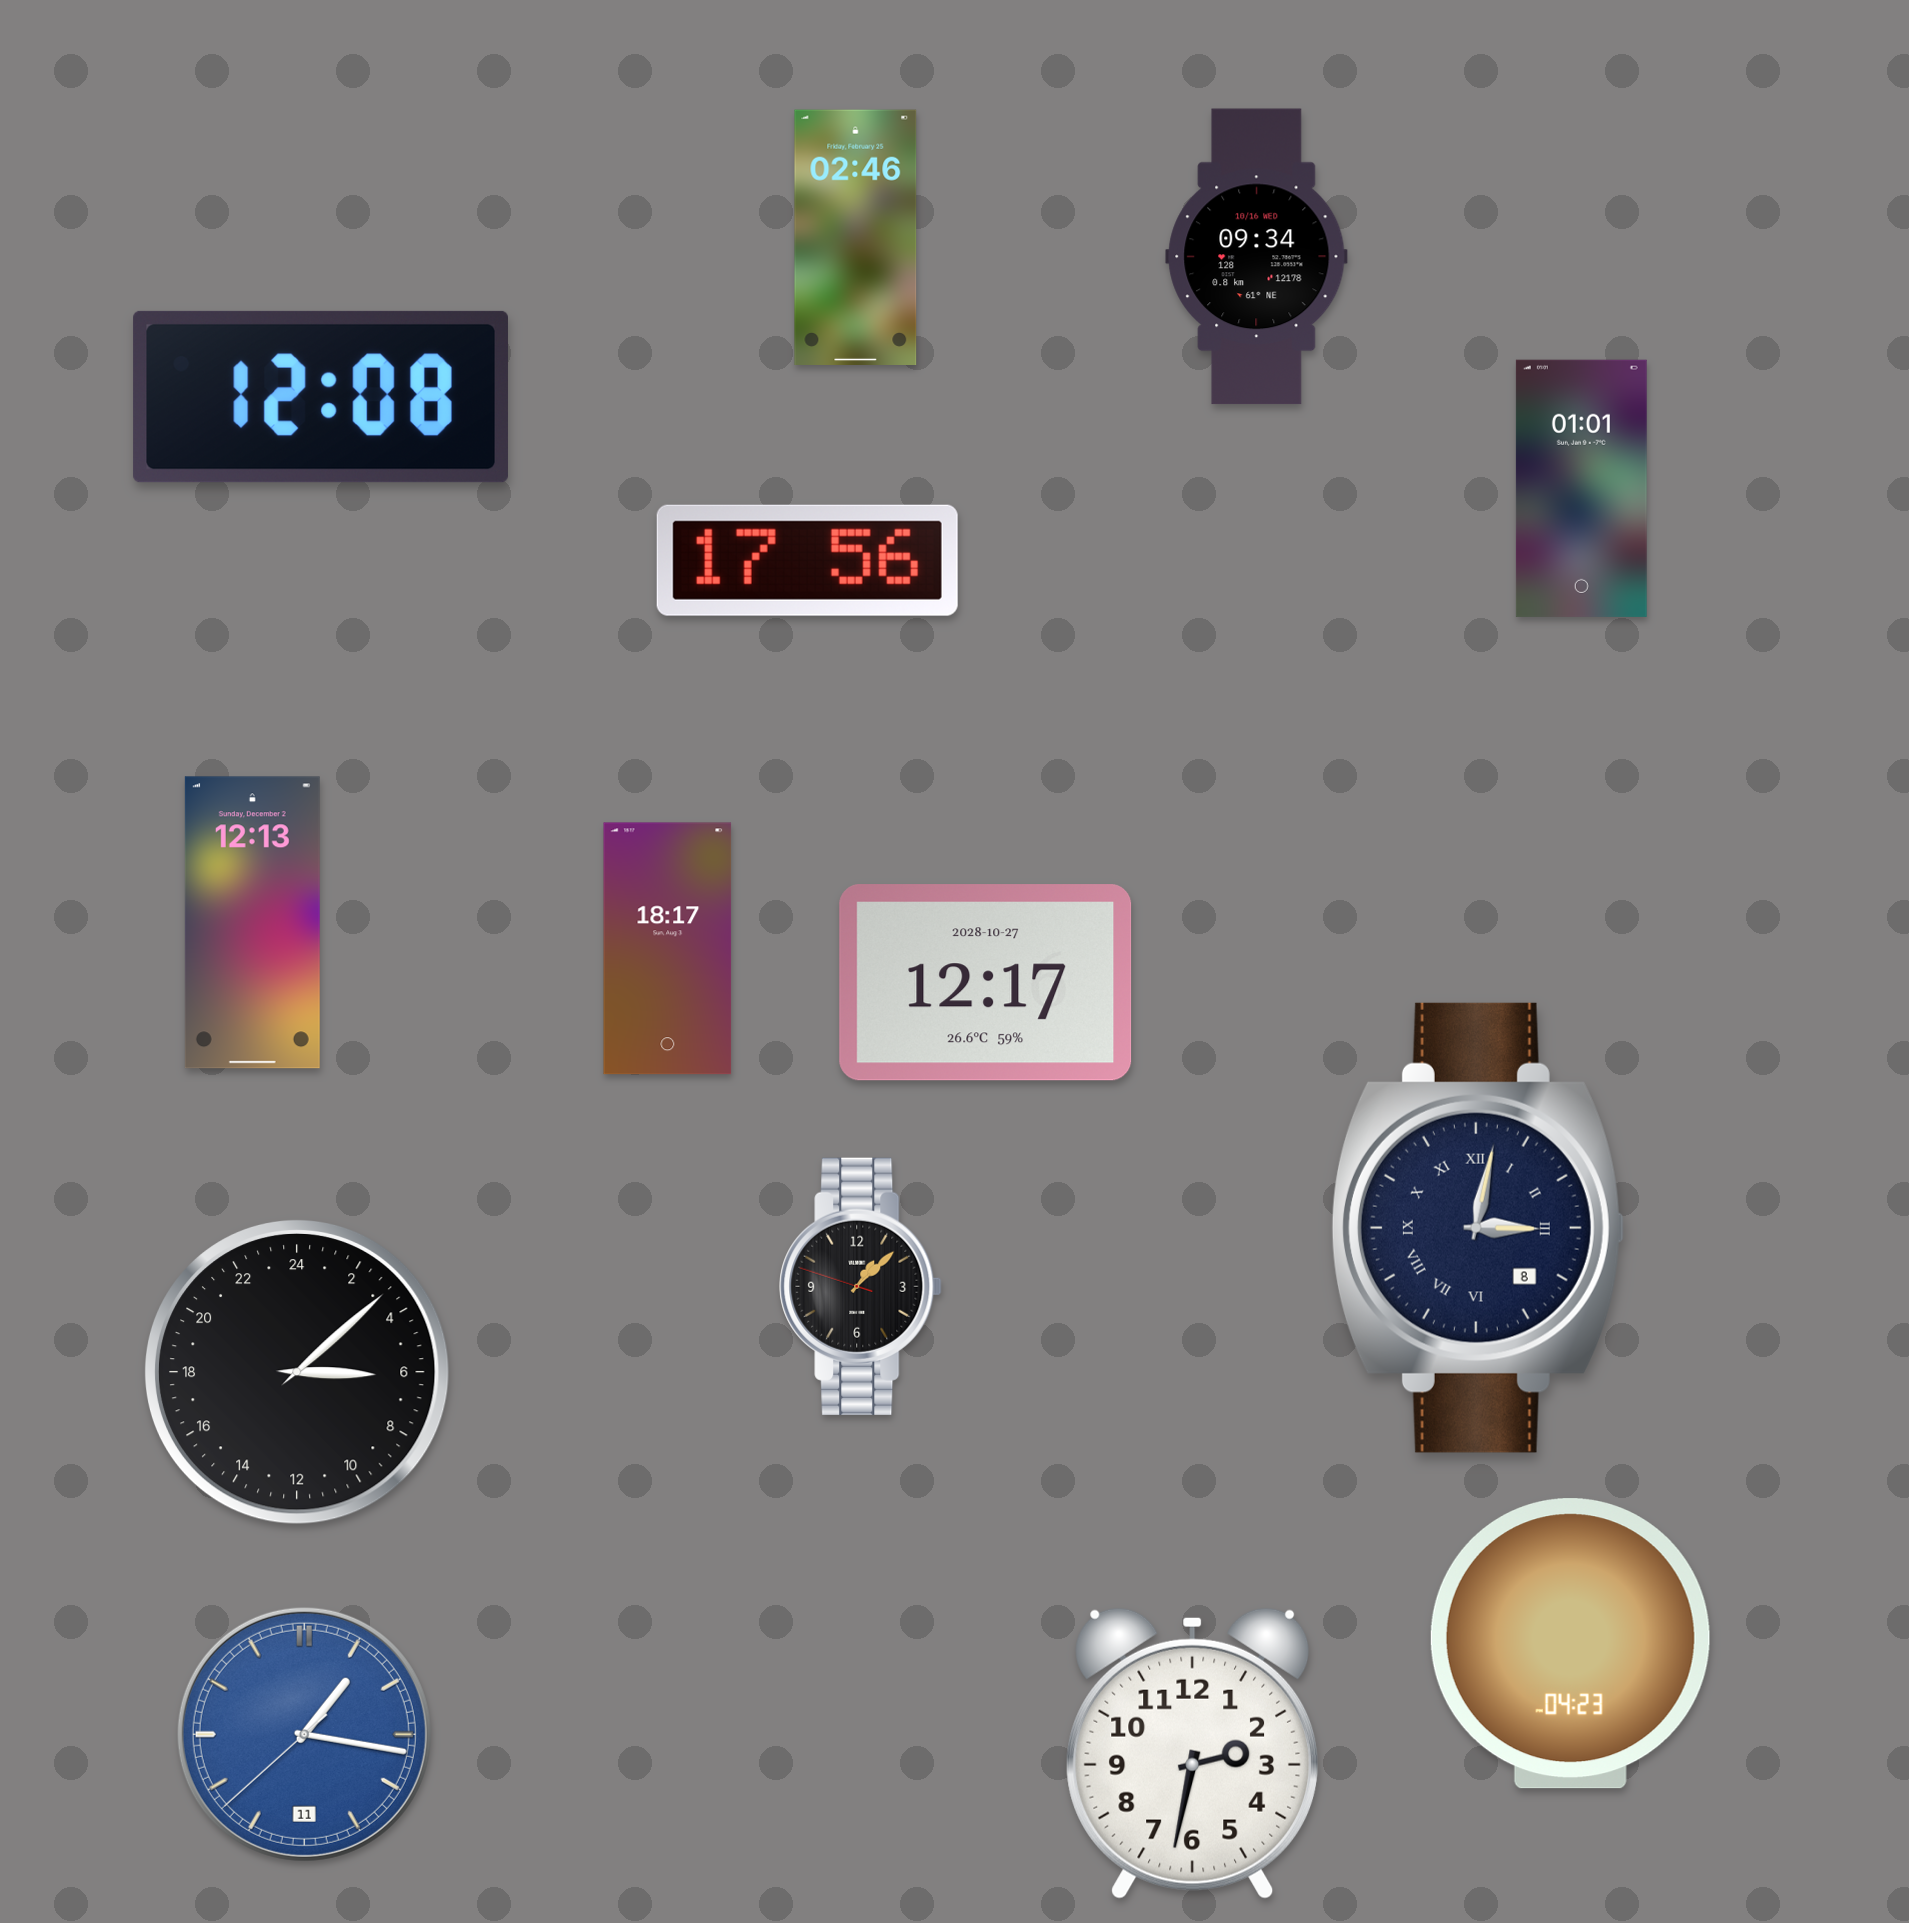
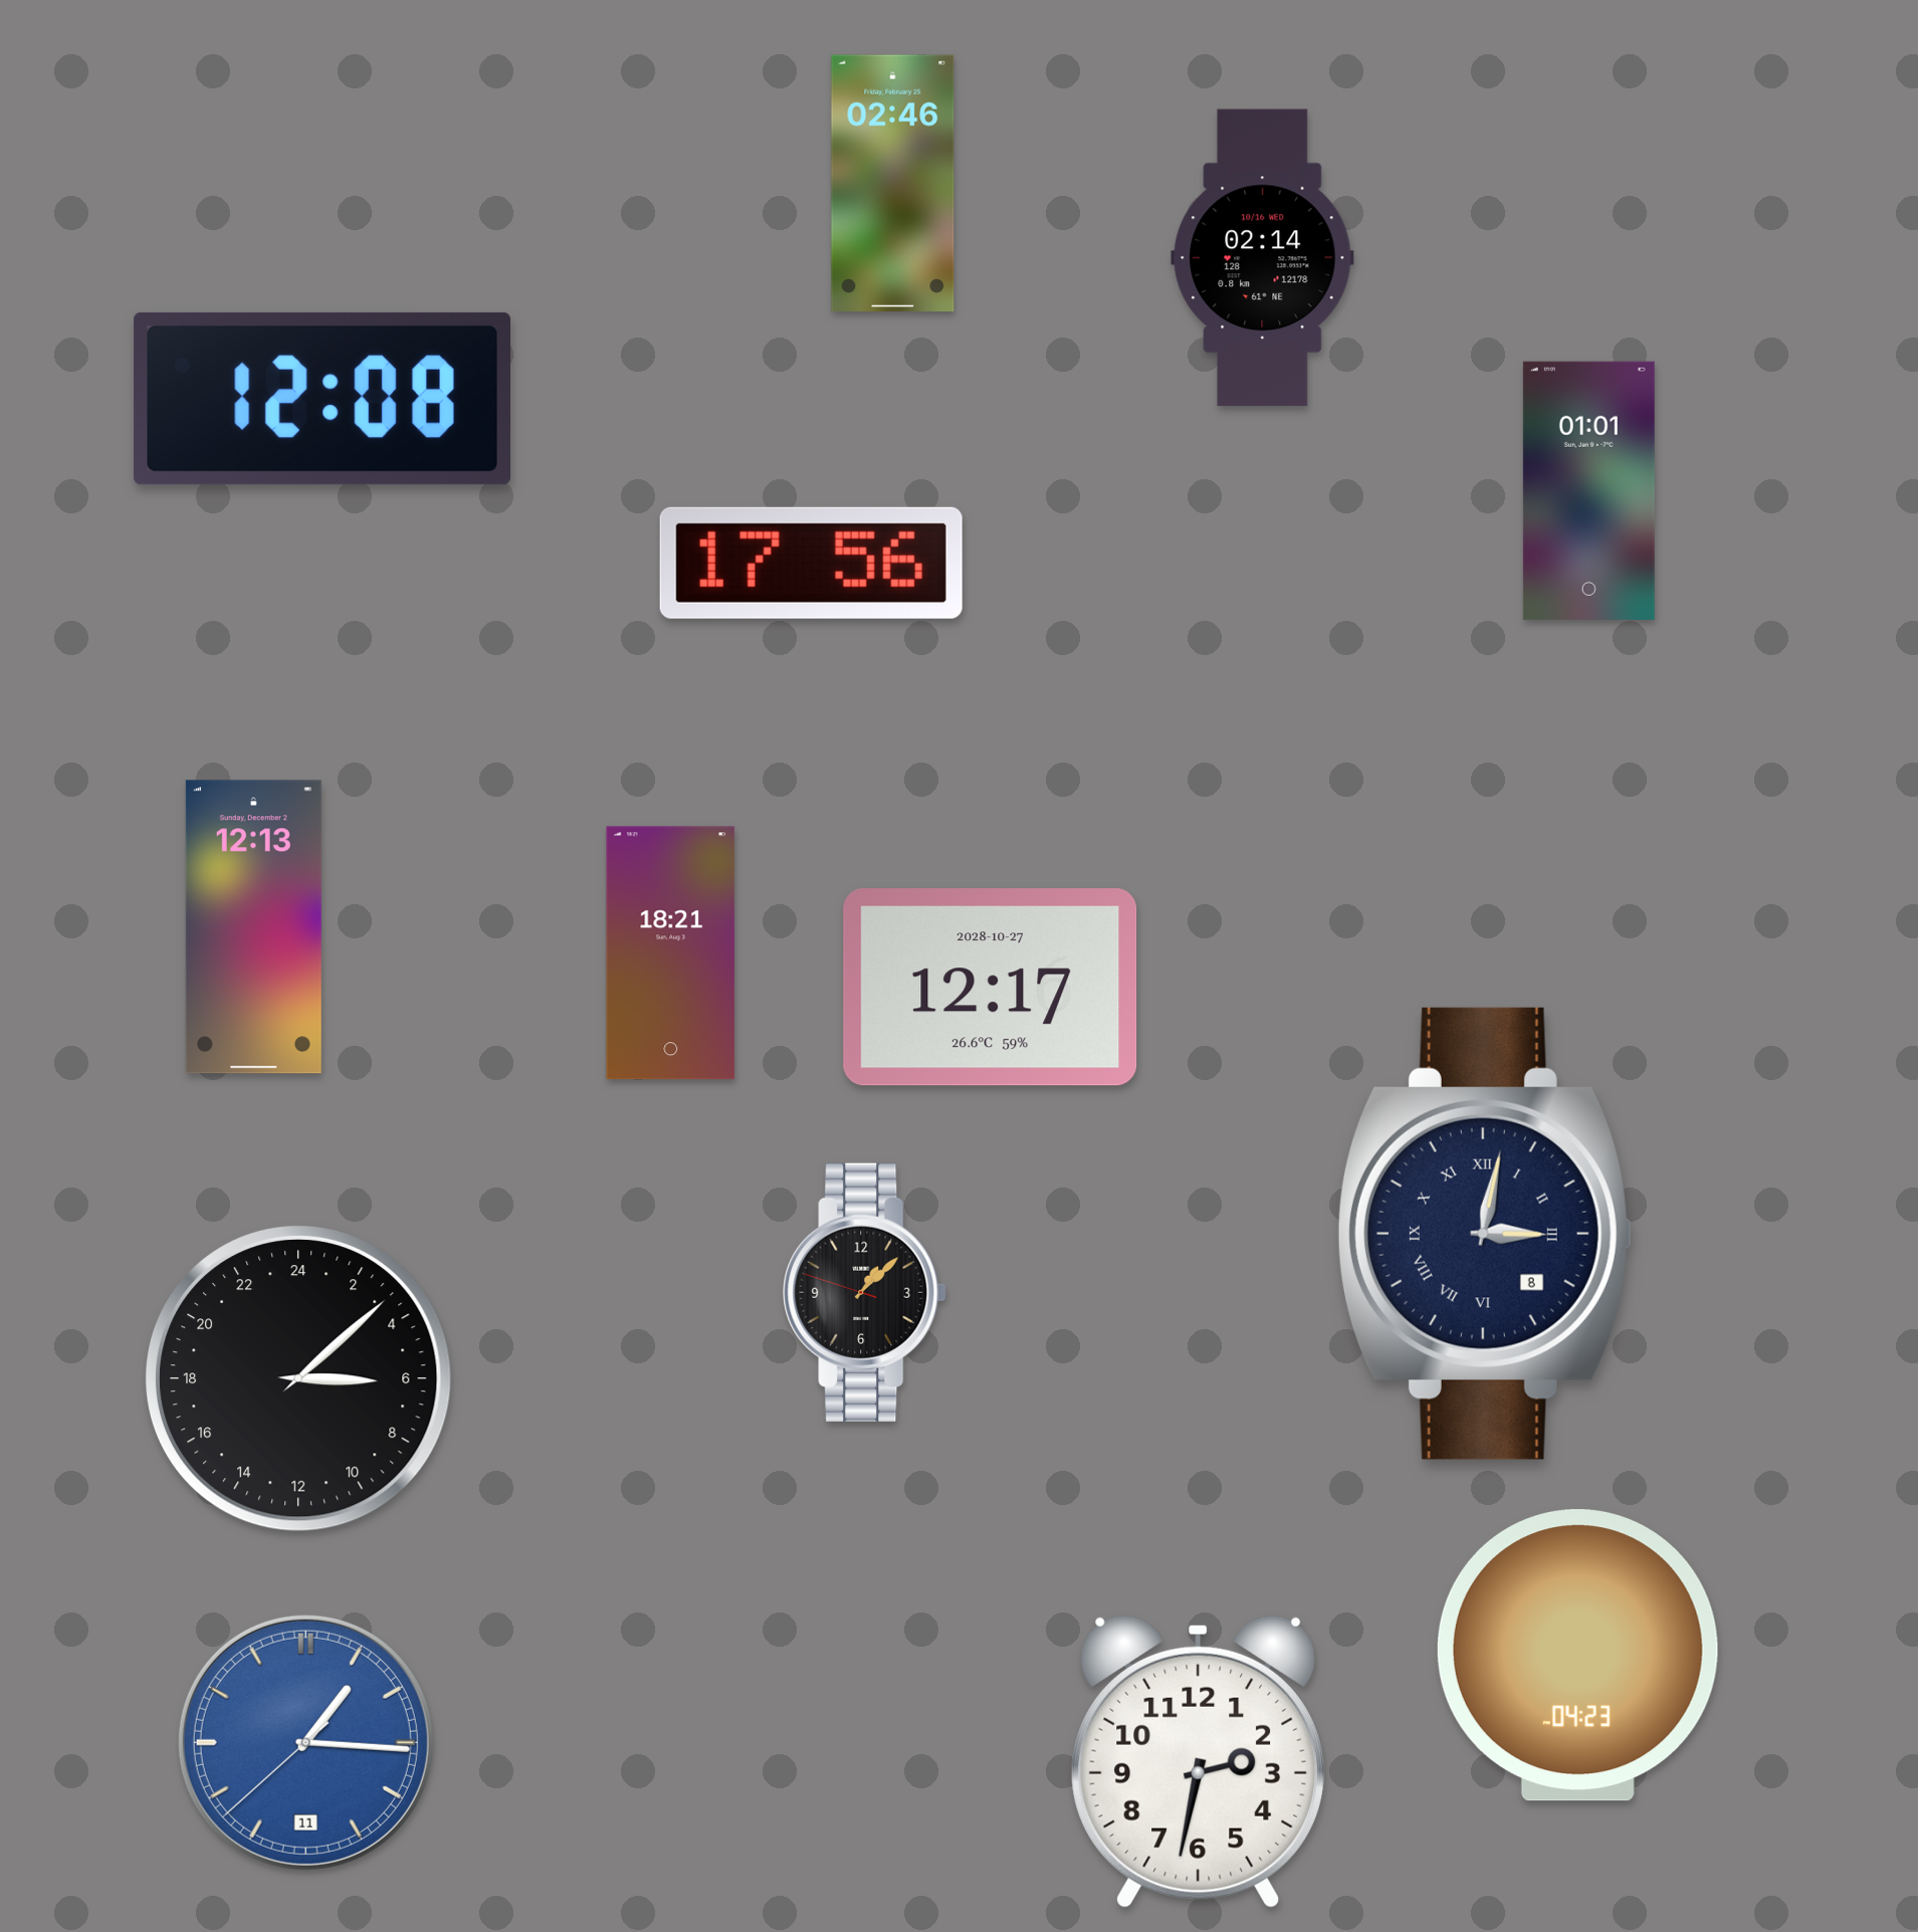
clock at (856, 237) position: (856, 237) -> (893, 183)
clock at (1257, 257): 09:34 -> 02:14
clock at (668, 949): 18:17 -> 18:21
clock at (1570, 1644) position: (1570, 1644) -> (1577, 1656)
clock at (304, 1734): 1:16 -> 1:15
